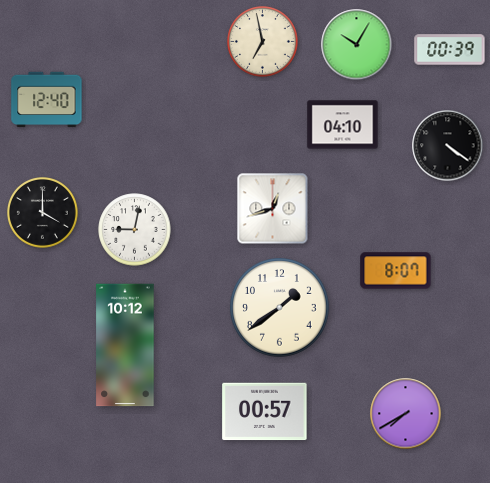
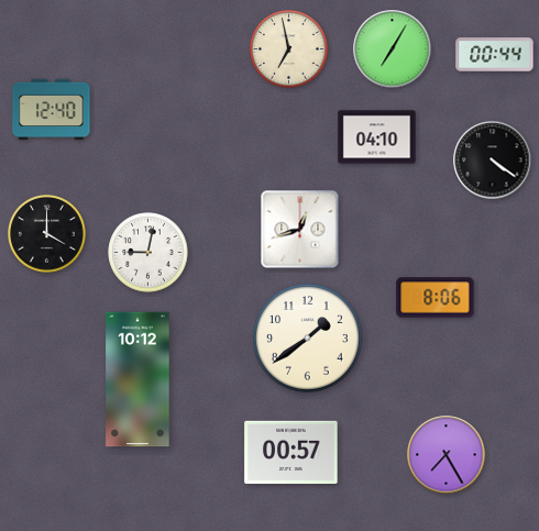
clock at (263, 42) position: (263, 42) -> (289, 49)
clock at (357, 45): 10:05 -> 7:05
clock at (450, 50): 00:39 -> 00:44
clock at (396, 271): 8:07 -> 8:06
clock at (406, 414): 7:40 -> 7:25
